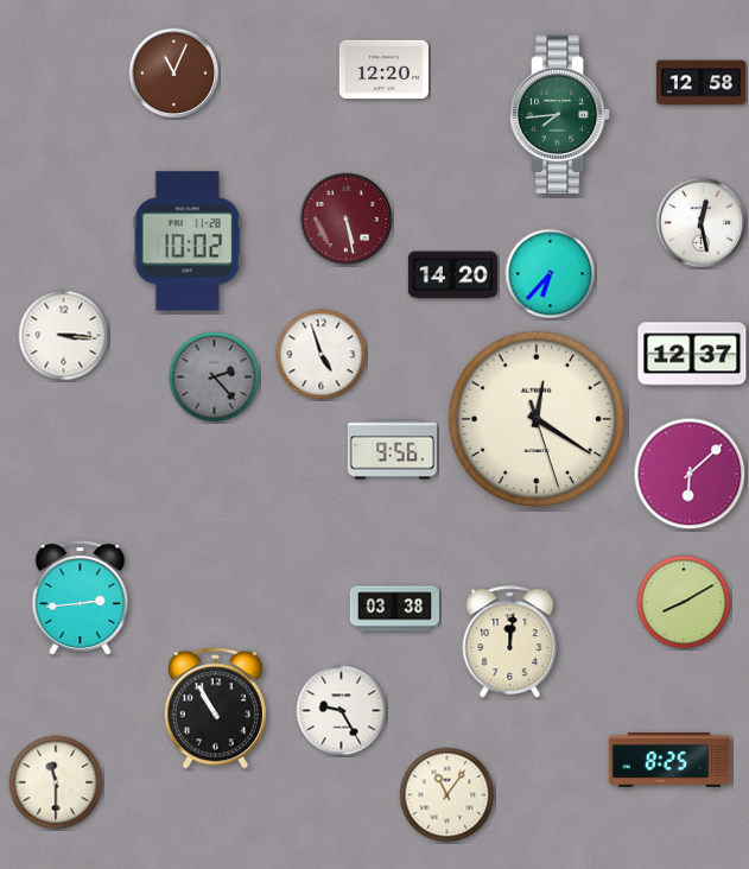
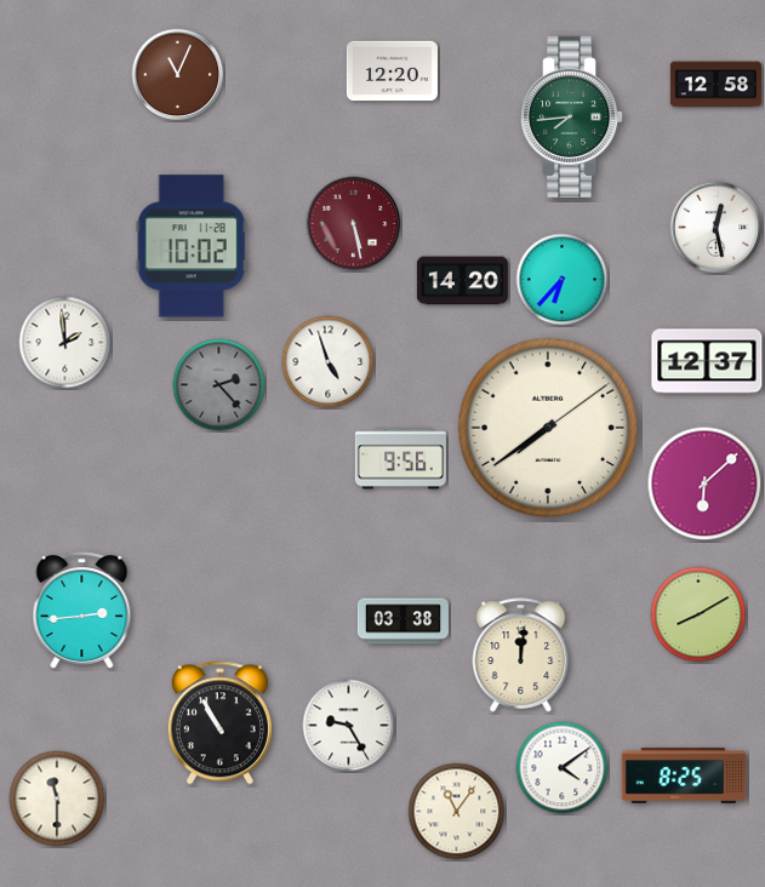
clock at (64, 336): 3:16 -> 1:59
clock at (537, 419): 12:20 -> 7:39
clock at (563, 768): none -> 4:09
